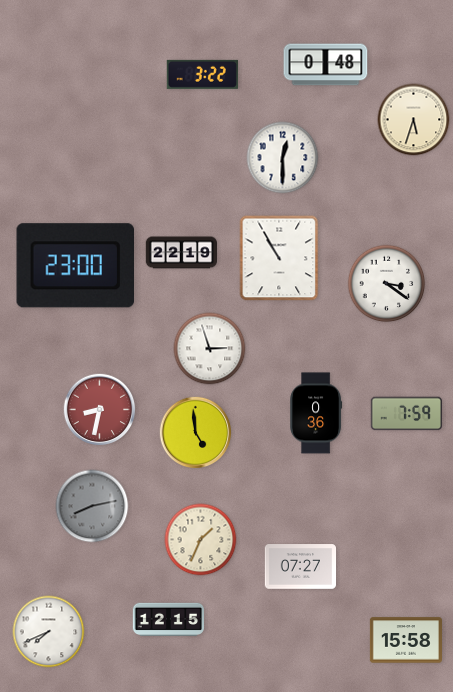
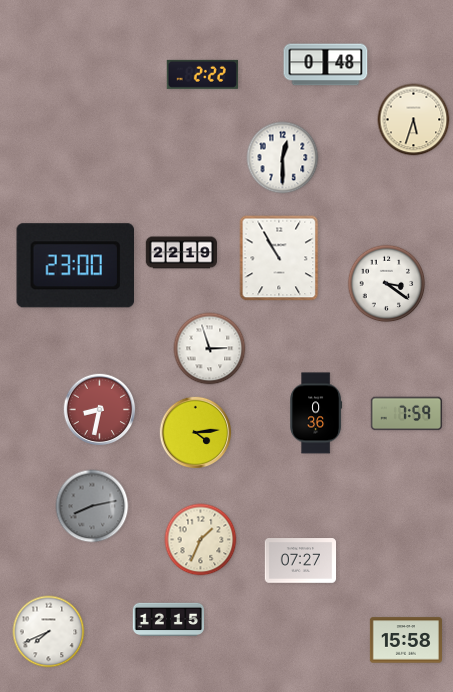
clock at (202, 74): 3:22 -> 2:22
clock at (196, 433): 4:59 -> 4:14
clock at (301, 567) position: (301, 567) -> (301, 561)
